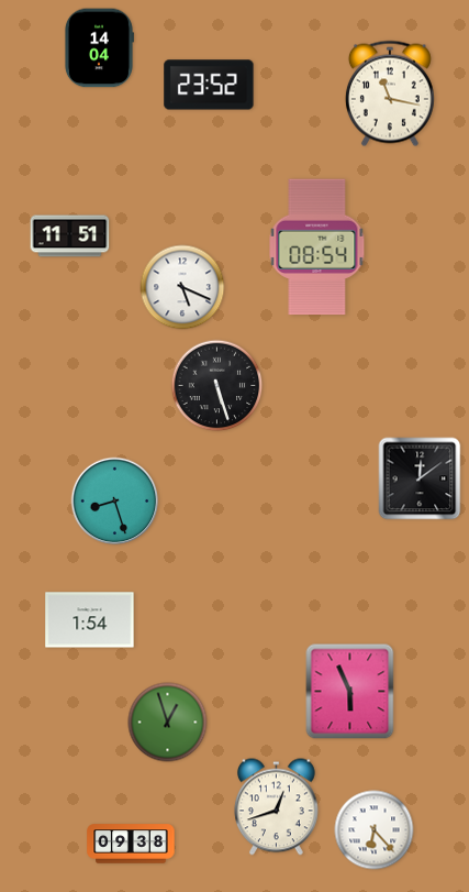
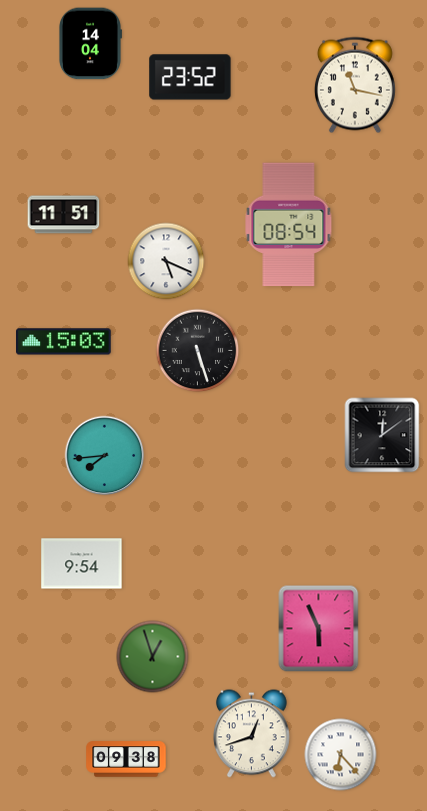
clock at (64, 342): none -> 15:03
clock at (115, 502): 8:27 -> 7:44
clock at (90, 620): 1:54 -> 9:54
clock at (131, 844) position: (131, 844) -> (126, 759)
